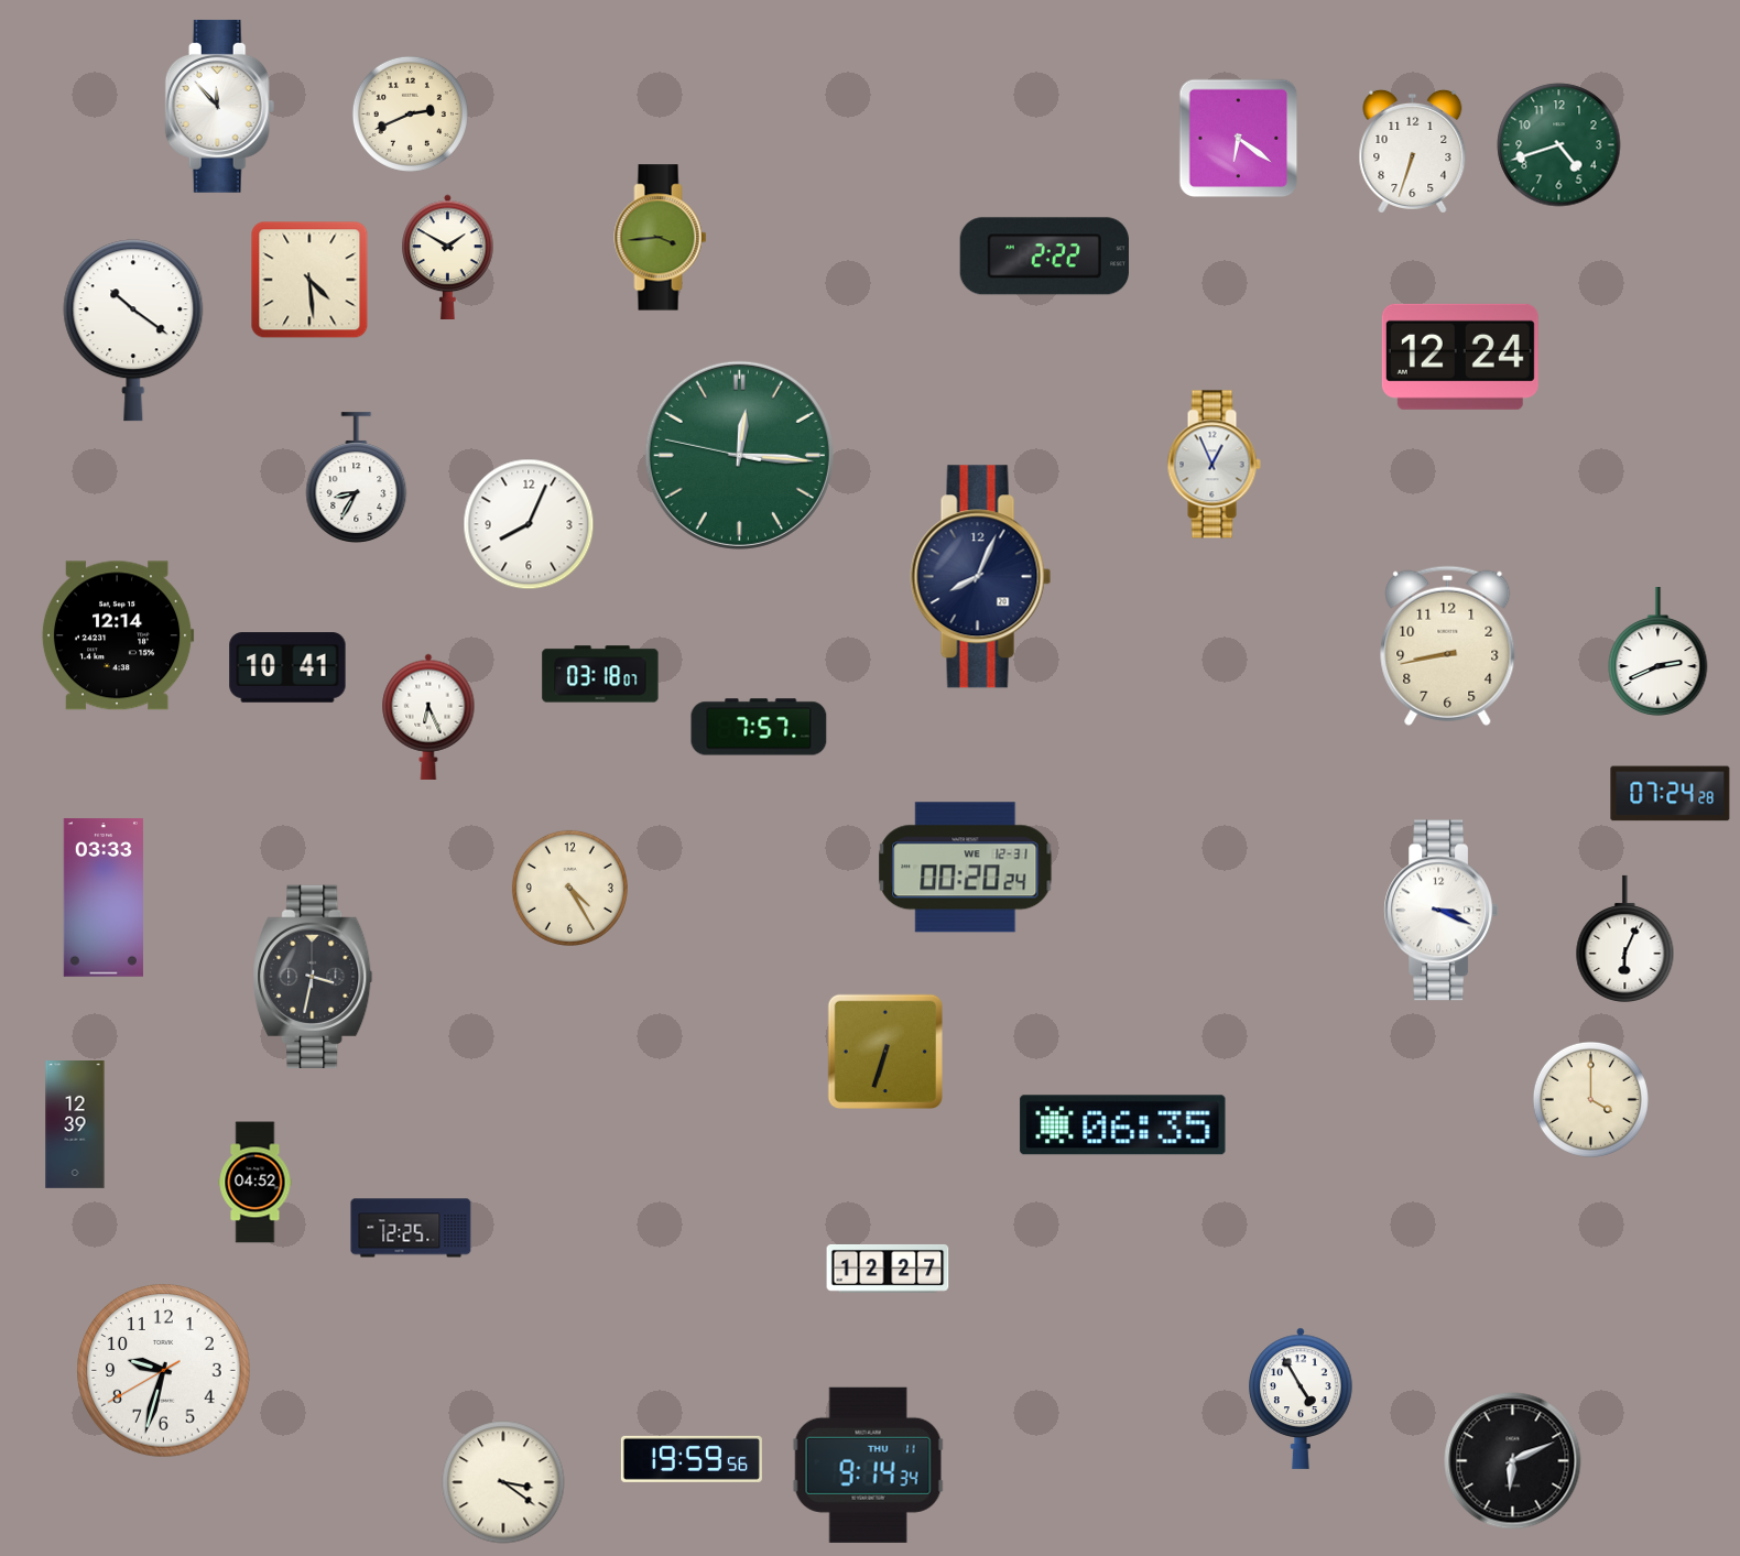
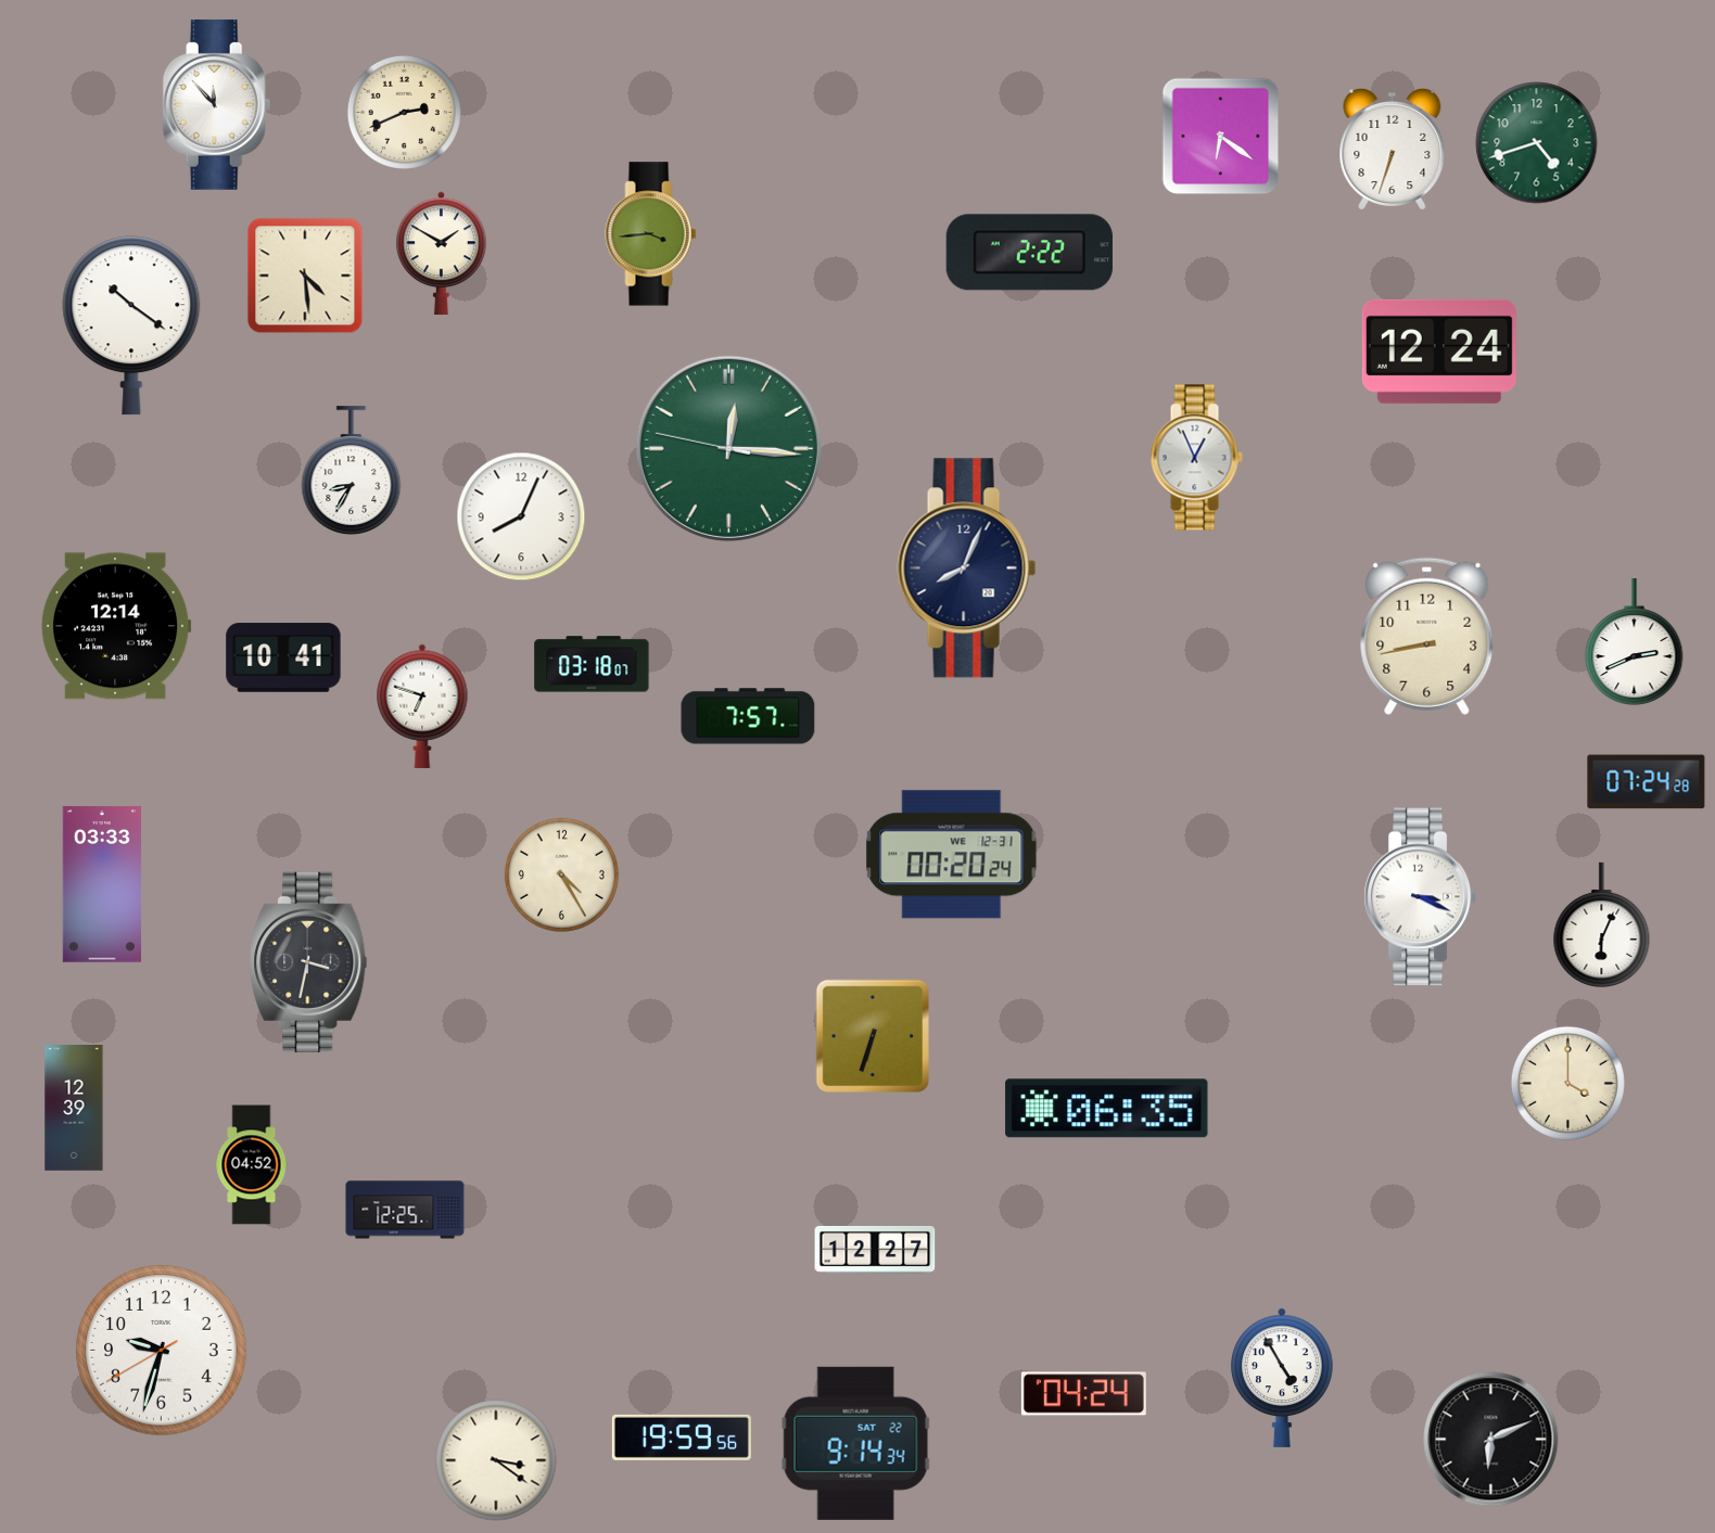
clock at (428, 717): 6:26 -> 6:48
clock at (1083, 1394): none -> 04:24
clock at (868, 1465) date: THU 11 -> SAT 22
